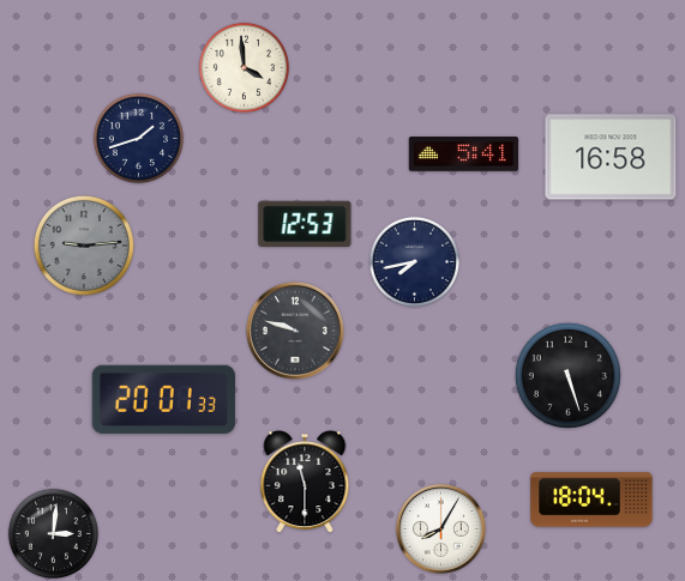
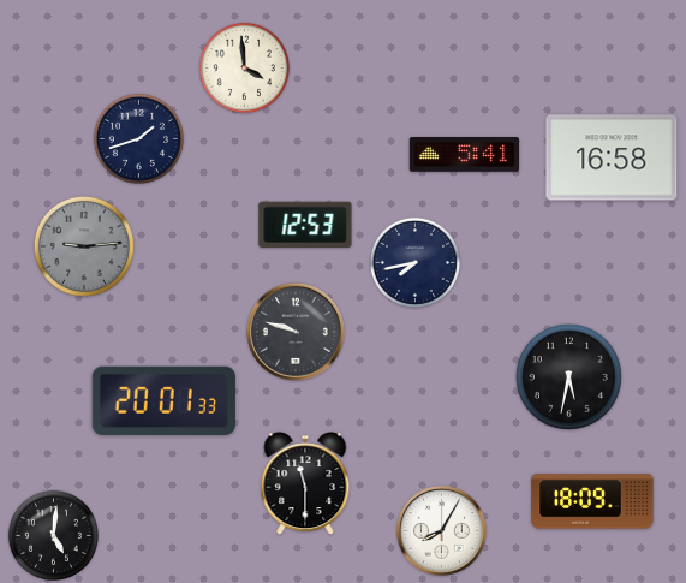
clock at (567, 375): 5:27 -> 5:32
clock at (591, 500): 18:04 -> 18:09
clock at (53, 533): 3:01 -> 5:01
